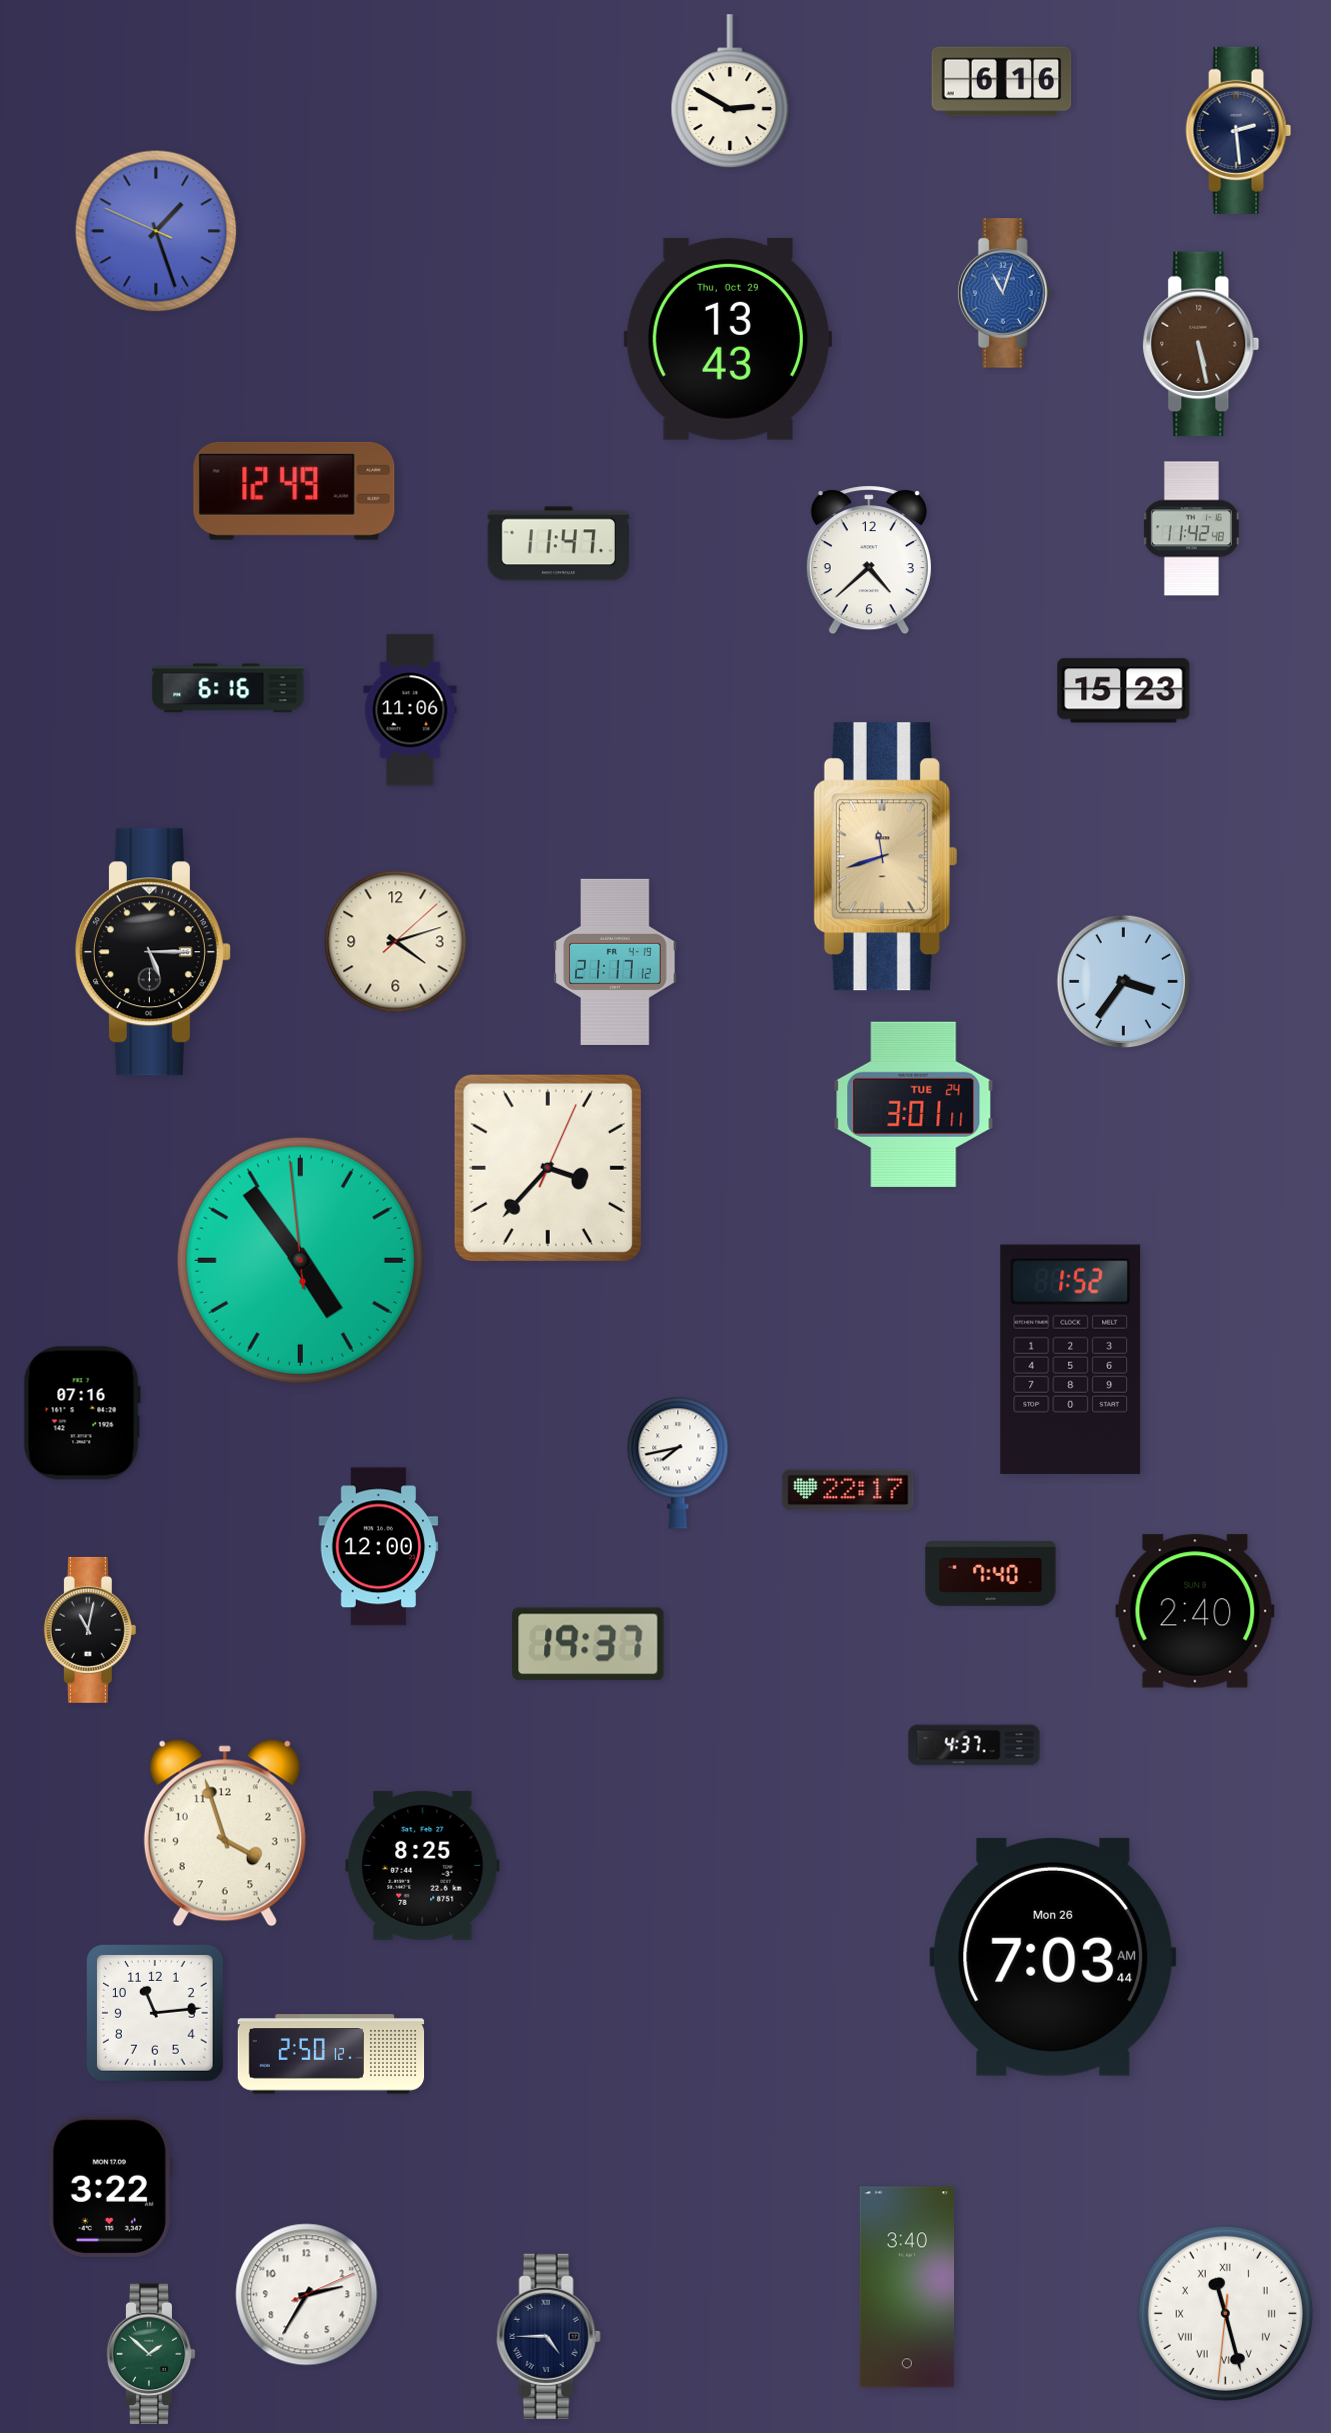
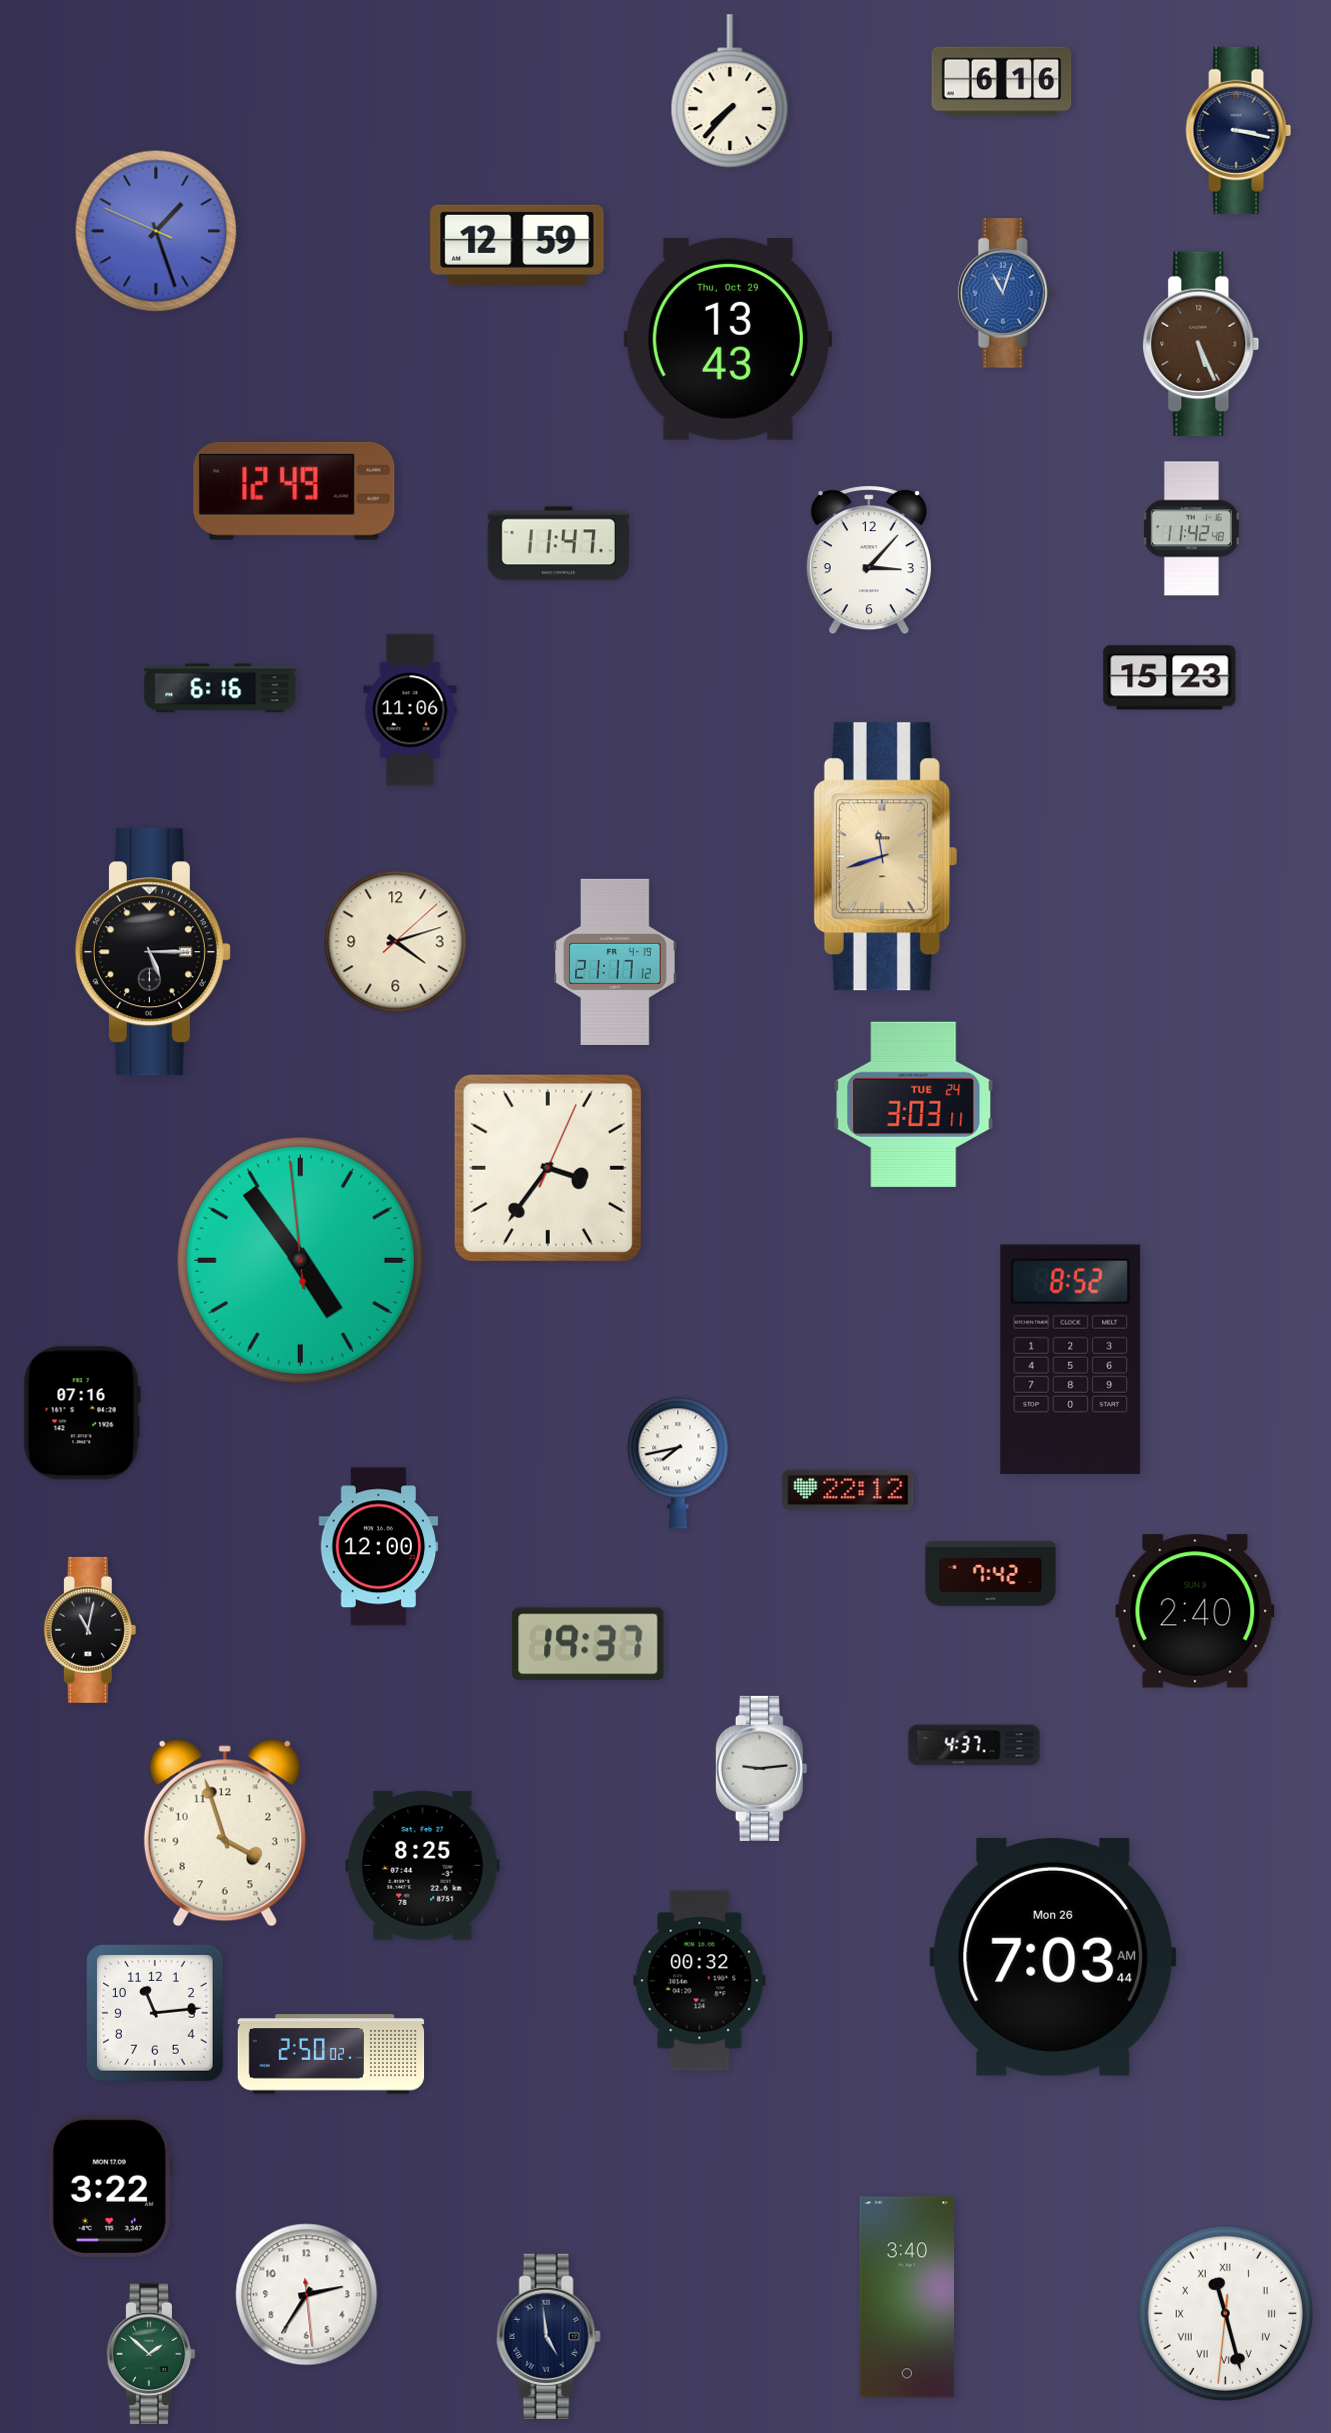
clock at (730, 92): 2:50 -> 7:37
clock at (1239, 130): 2:29 -> 3:17
clock at (517, 245): none -> 12:59
clock at (1201, 344): 5:28 -> 5:26
clock at (869, 560): 4:38 -> 3:07
clock at (228, 688) position: (228, 688) -> (220, 688)
clock at (1124, 691) position: (1124, 691) -> (1170, 678)
clock at (1124, 982): 3:36 -> none
clock at (914, 1104): 3:01 -> 3:03
clock at (548, 1168): 3:37 -> 3:36
clock at (1071, 1359): 1:52 -> 8:52
clock at (848, 1490): 22:17 -> 22:12
clock at (991, 1574): 7:40 -> 7:42
clock at (761, 1768): none -> 9:14
clock at (700, 1981): none -> 00:32
clock at (331, 2054): 2:50:12 -> 2:50:02
clock at (907, 2287) position: (907, 2287) -> (907, 2297)
clock at (307, 2295): 2:35:11 -> 2:35:29
clock at (548, 2336): 4:45 -> 4:59
